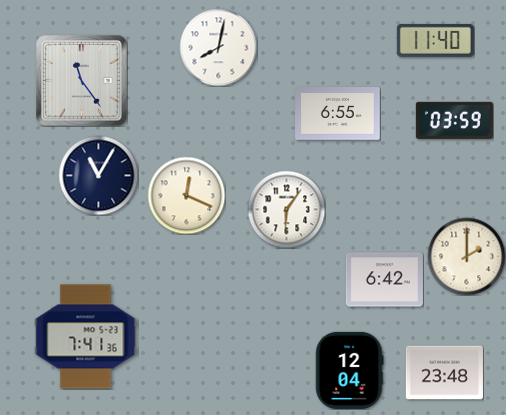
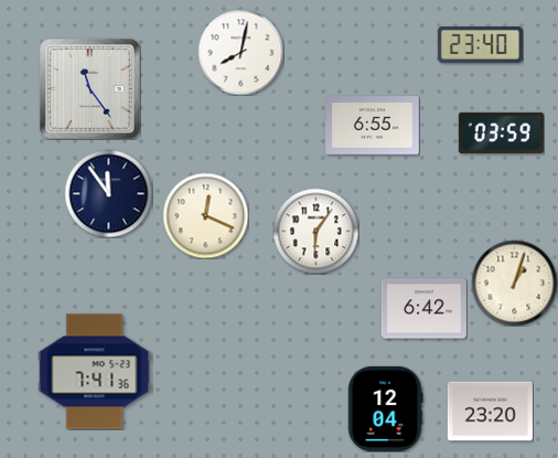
clock at (435, 40): 11:40 -> 23:40
clock at (98, 175): 11:05 -> 11:54
clock at (466, 256): 2:00 -> 1:03
clock at (444, 373): 23:48 -> 23:20
